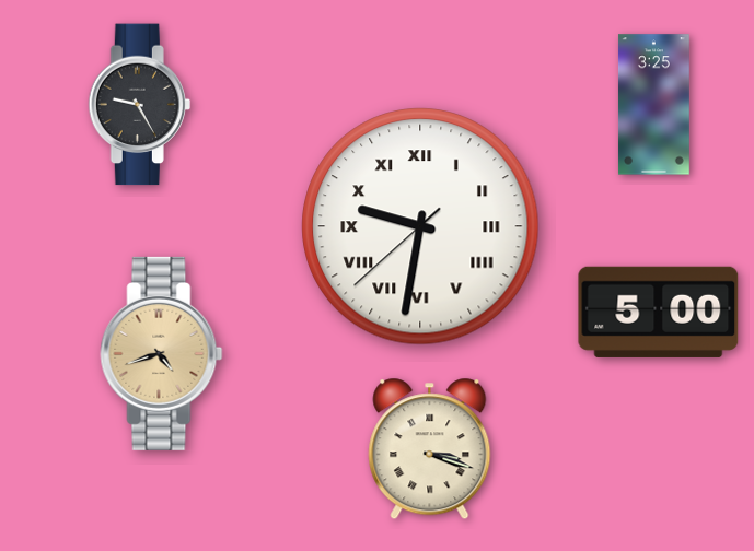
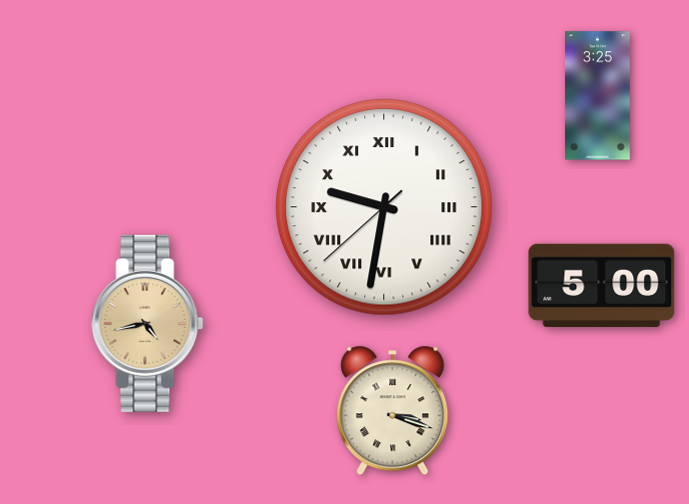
clock at (139, 105): 9:25 -> none
clock at (162, 353): 4:42 -> 4:43
